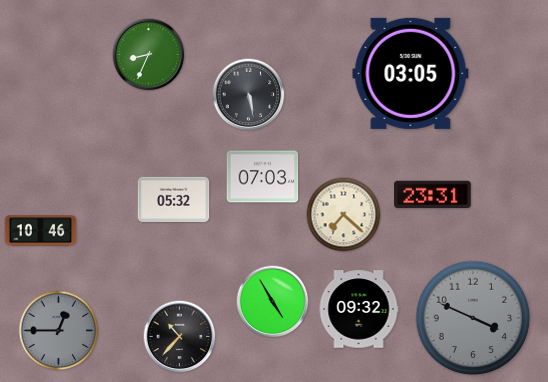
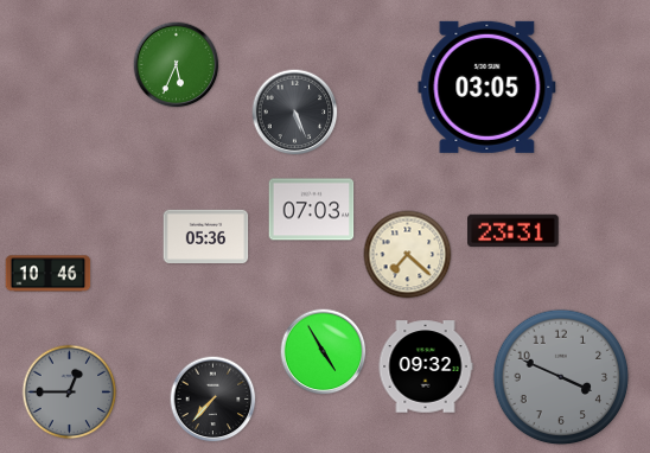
clock at (149, 55): 8:34 -> 5:34
clock at (249, 95): 5:28 -> 5:26
clock at (174, 199): 05:32 -> 05:36
clock at (273, 302) position: (273, 302) -> (324, 352)
clock at (180, 337): 10:37 -> 7:37
